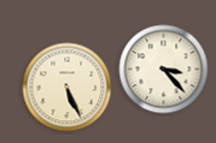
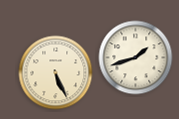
clock at (164, 70): 3:23 -> 1:42
